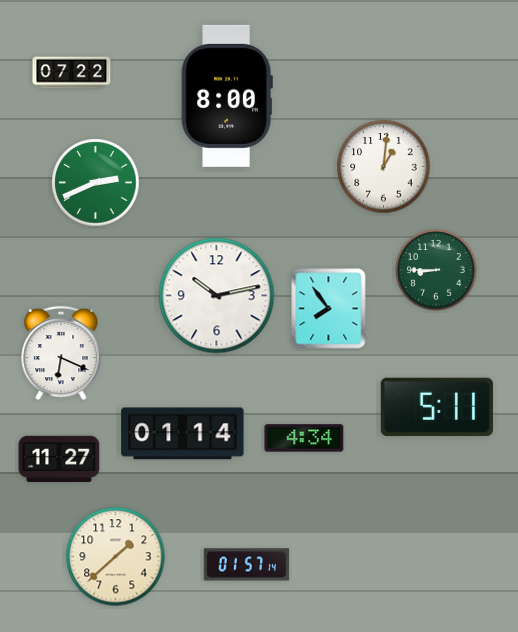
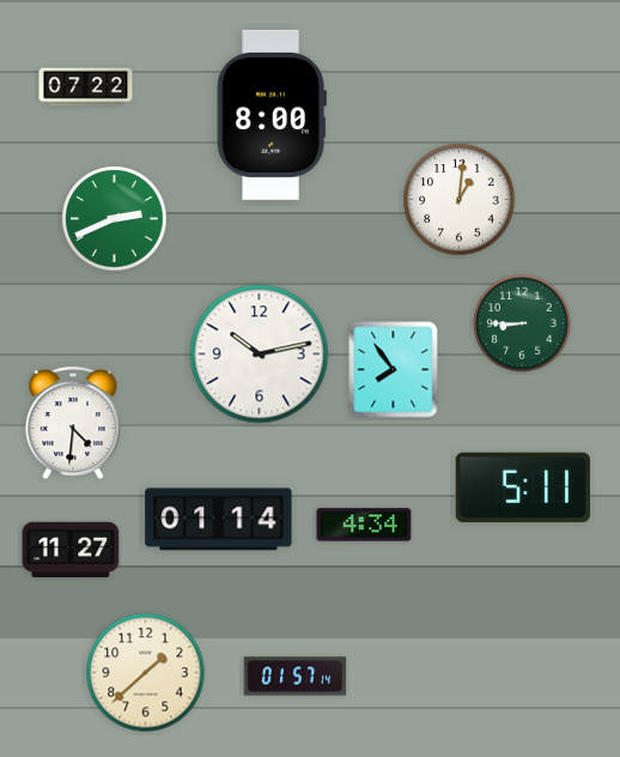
clock at (61, 353): 6:19 -> 4:31
clock at (116, 557) position: (116, 557) -> (146, 673)
